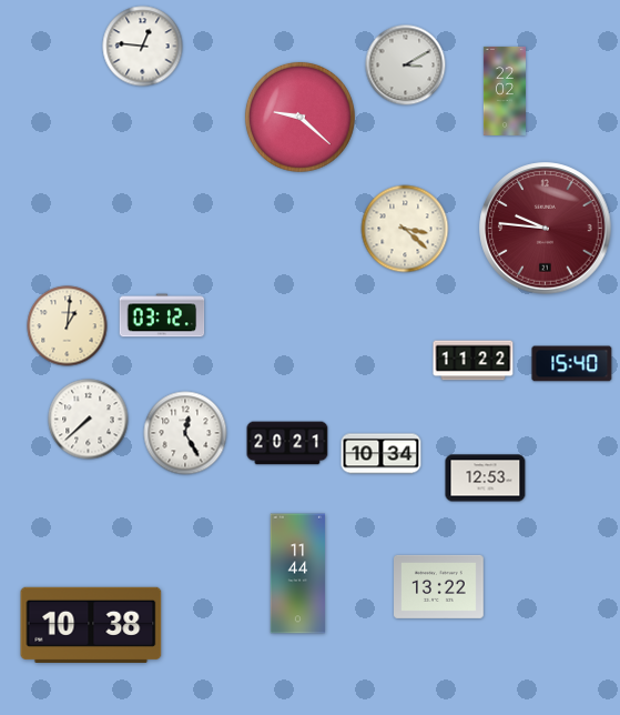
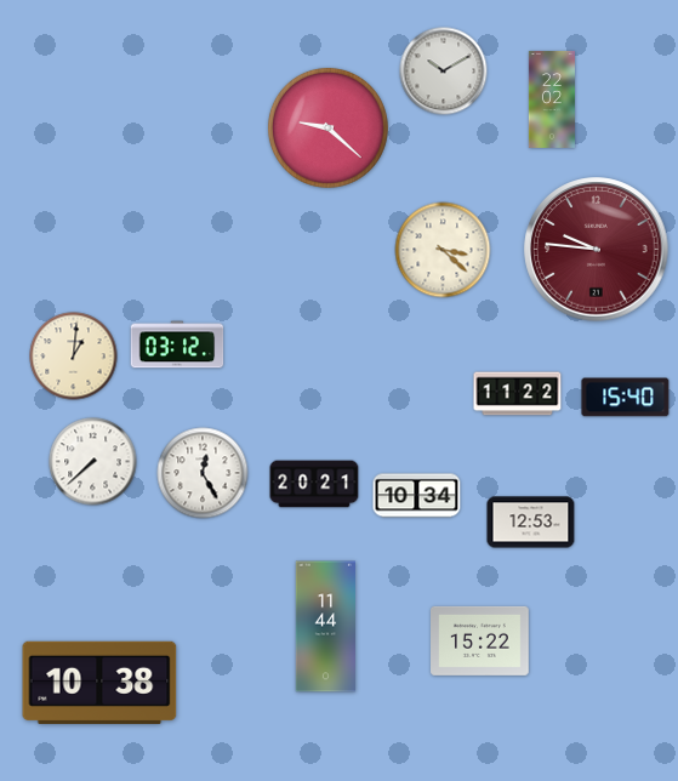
clock at (143, 47): 12:46 -> none
clock at (406, 66): 3:10 -> 10:10
clock at (89, 420) position: (89, 420) -> (93, 462)
clock at (439, 586): 13:22 -> 15:22
